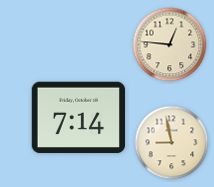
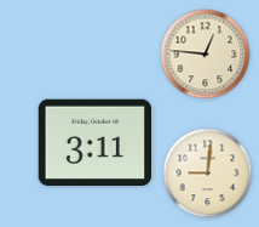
clock at (79, 118): 7:14 -> 3:11
clock at (172, 143): 8:58 -> 9:01
